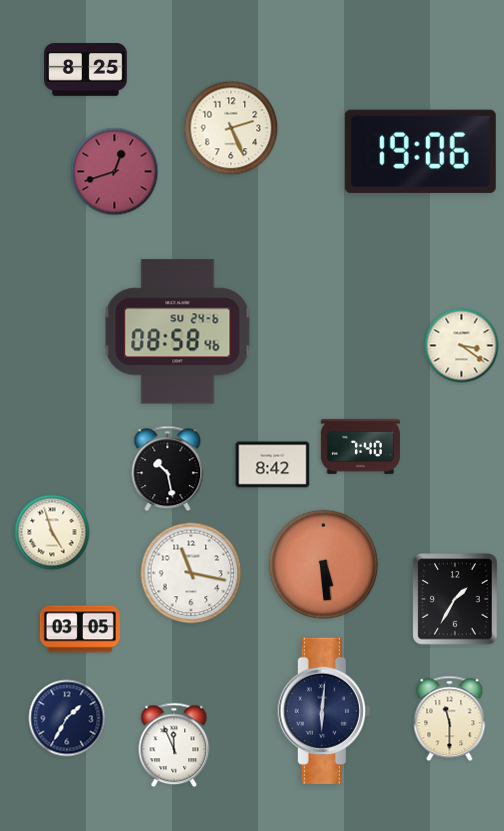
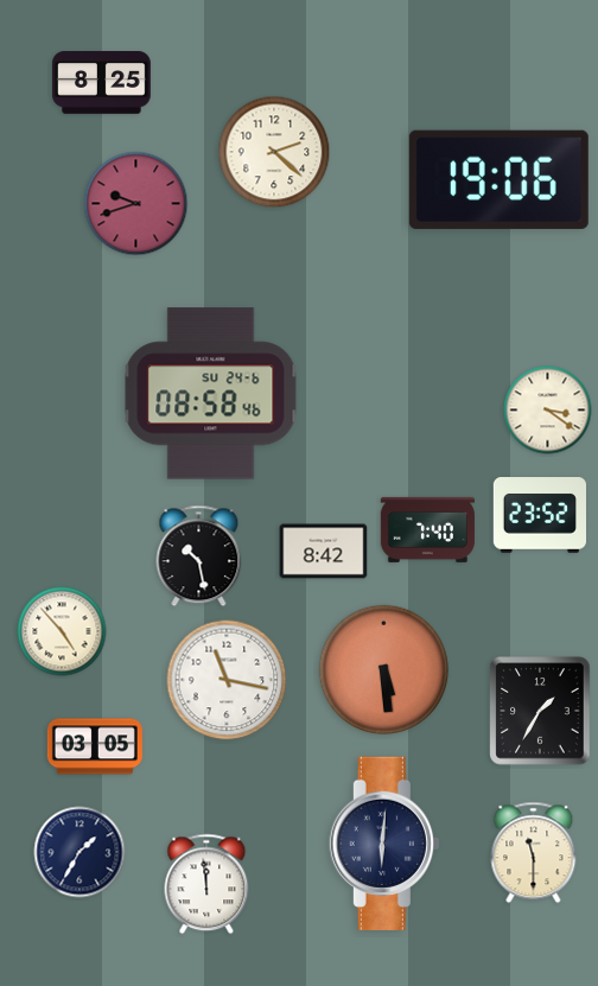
clock at (231, 128): 2:26 -> 2:22
clock at (115, 172): 12:42 -> 9:42
clock at (539, 515): none -> 23:52
clock at (52, 532): 4:57 -> 4:53
clock at (174, 745): 11:56 -> 11:59
